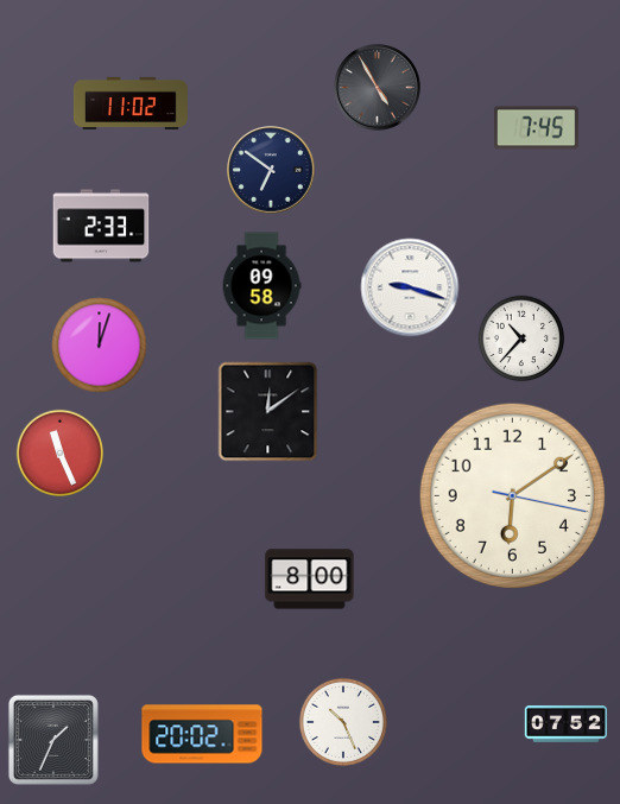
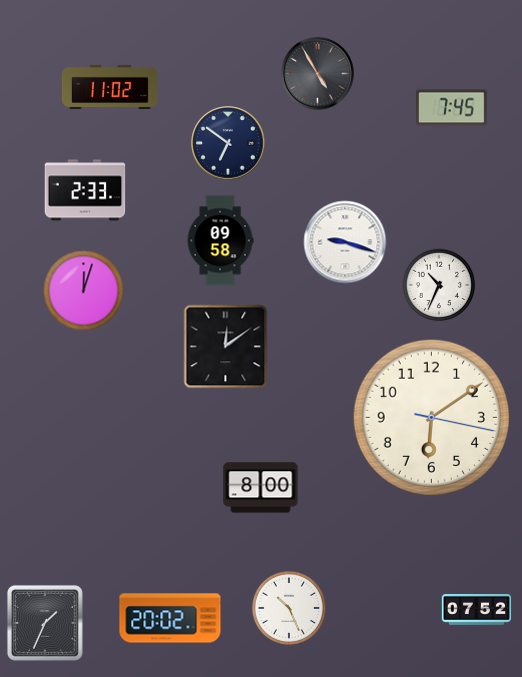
clock at (521, 338): 10:37 -> 10:34
clock at (59, 452): 11:26 -> none
